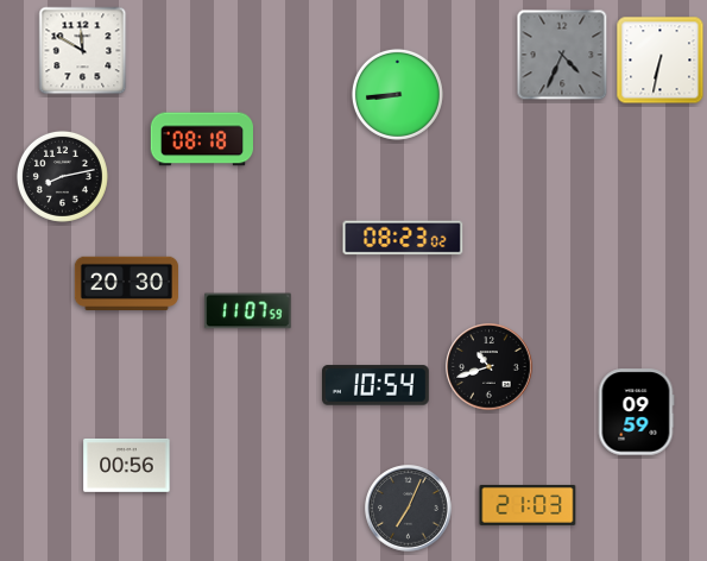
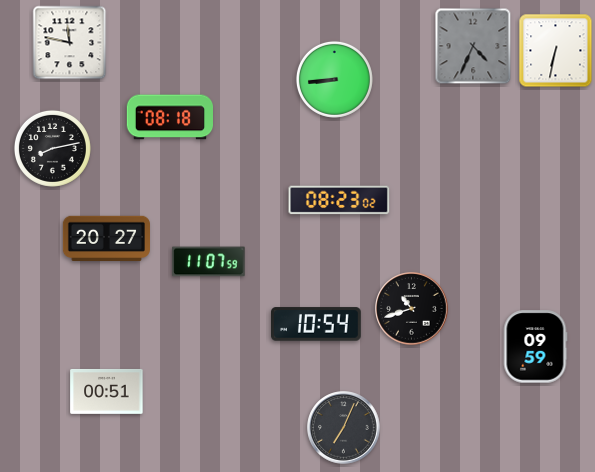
clock at (83, 51): 11:50 -> 11:47
clock at (126, 284): 20:30 -> 20:27
clock at (127, 465): 00:56 -> 00:51
clock at (528, 505): 21:03 -> none
